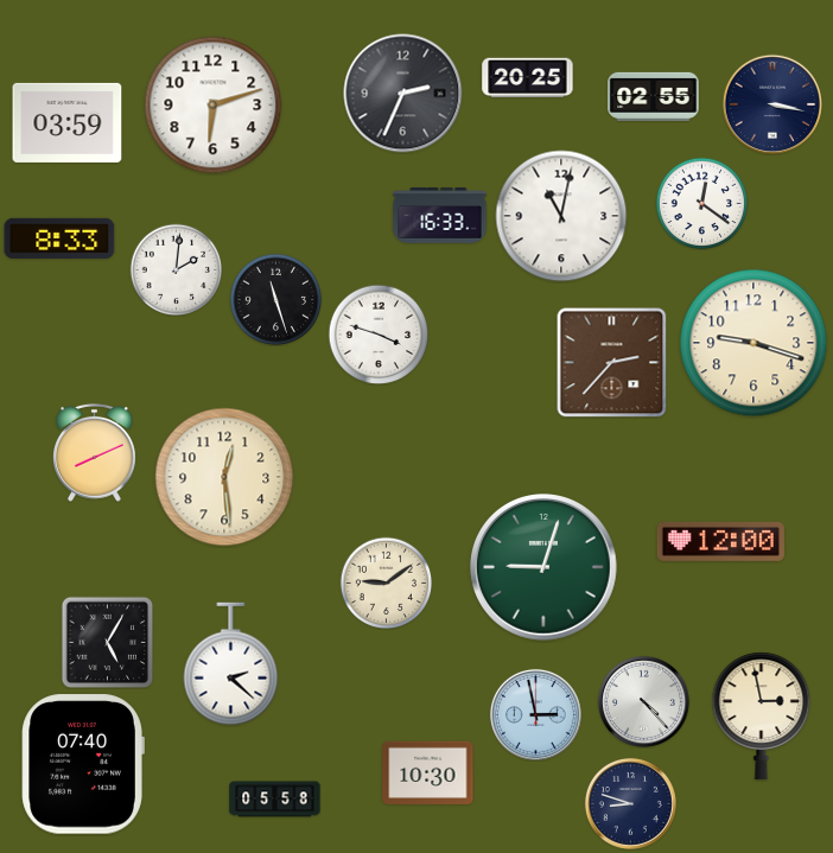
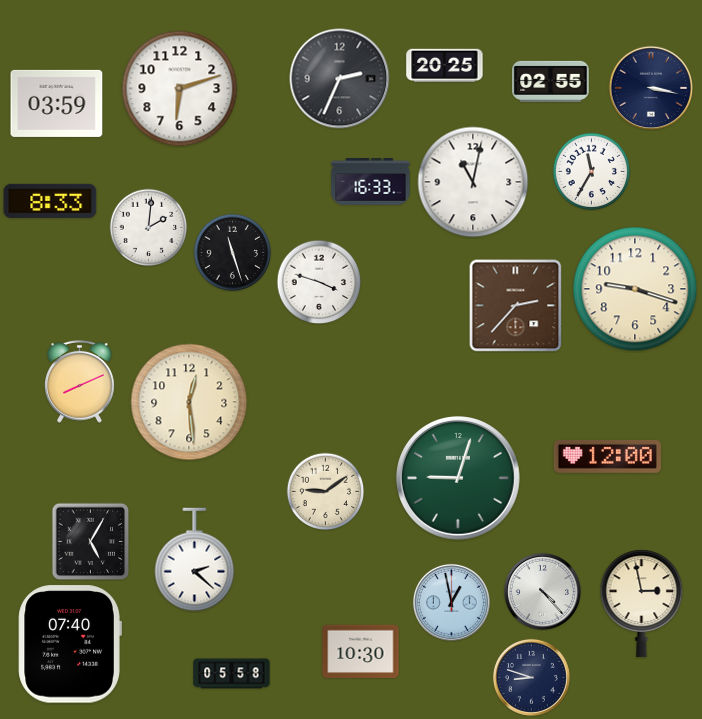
clock at (701, 203): 12:21 -> 11:35
clock at (535, 714): 2:58 -> 12:58
